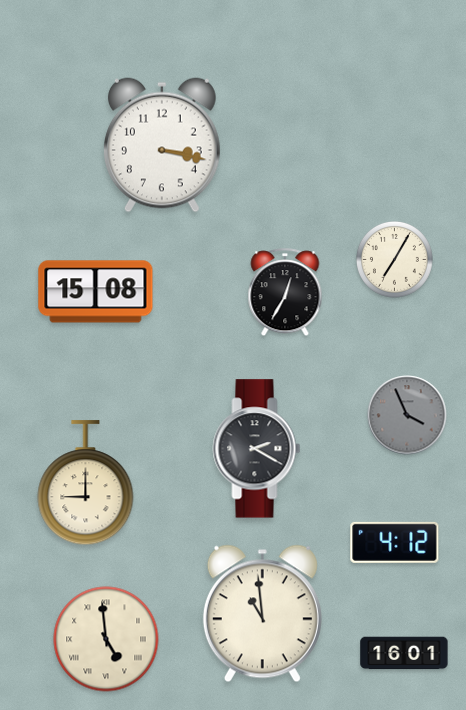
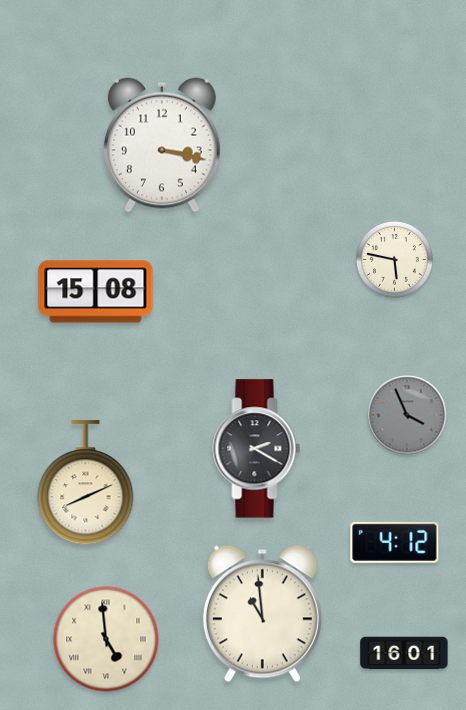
clock at (395, 260): 7:05 -> 5:47
clock at (285, 293): 12:35 -> none
clock at (86, 483): 9:00 -> 8:11
